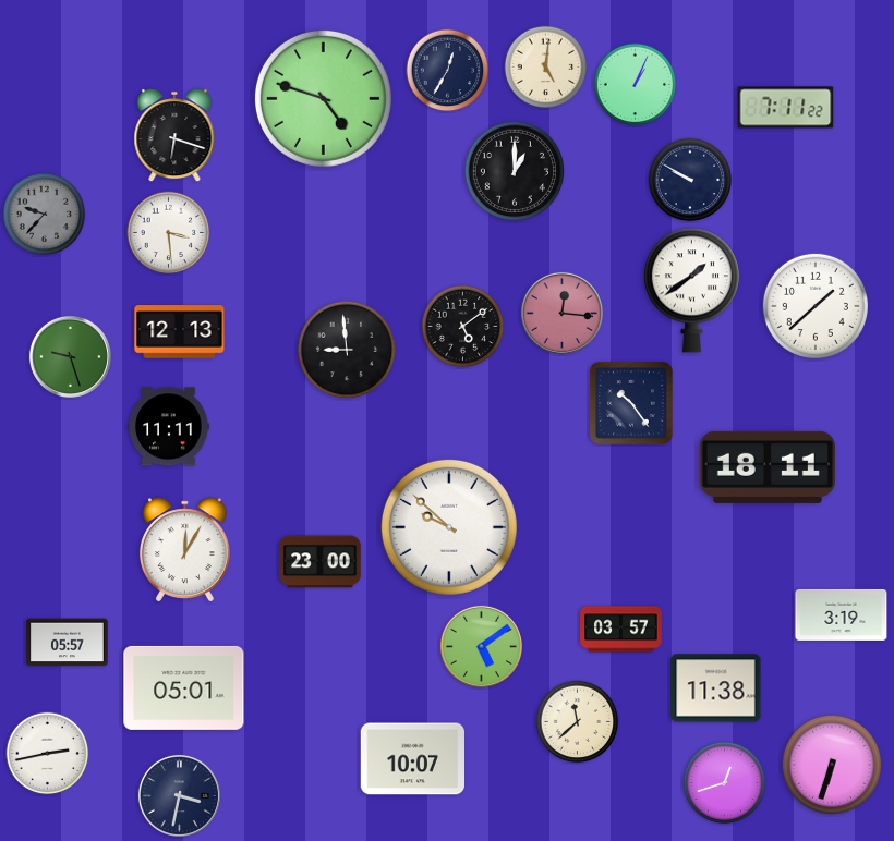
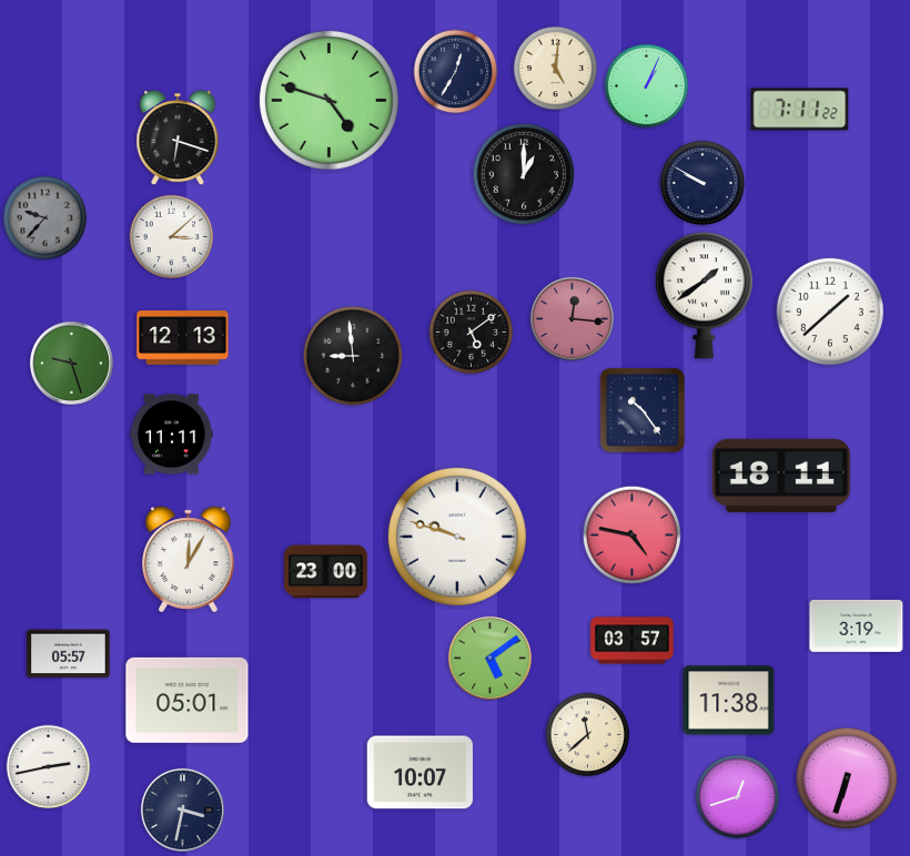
clock at (169, 233): 3:29 -> 3:08
clock at (633, 536): none -> 4:47
clock at (449, 527): 9:52 -> 9:48
